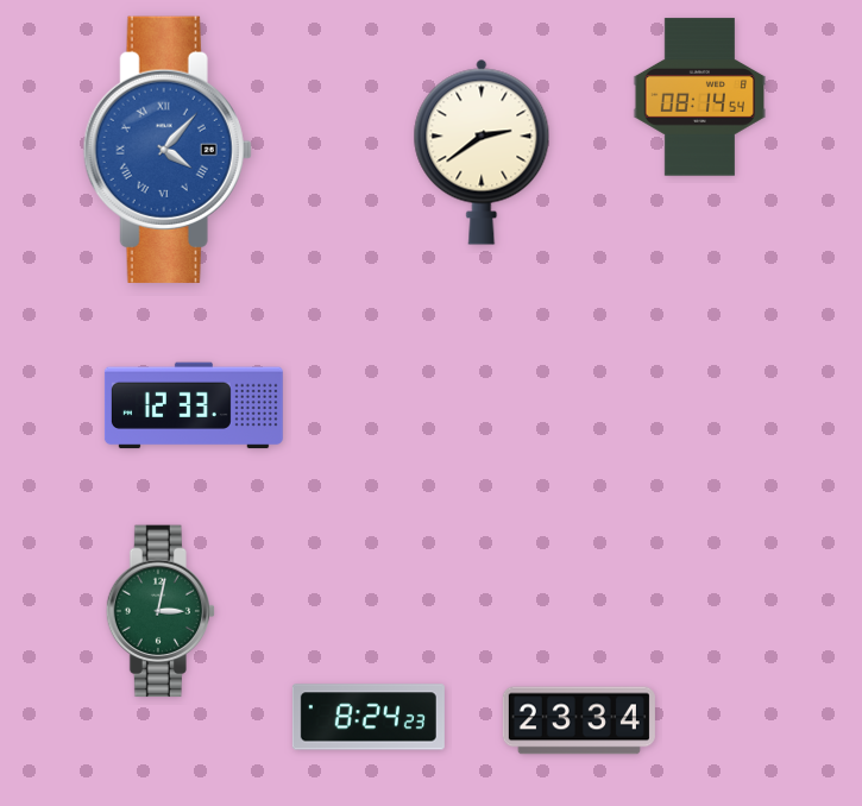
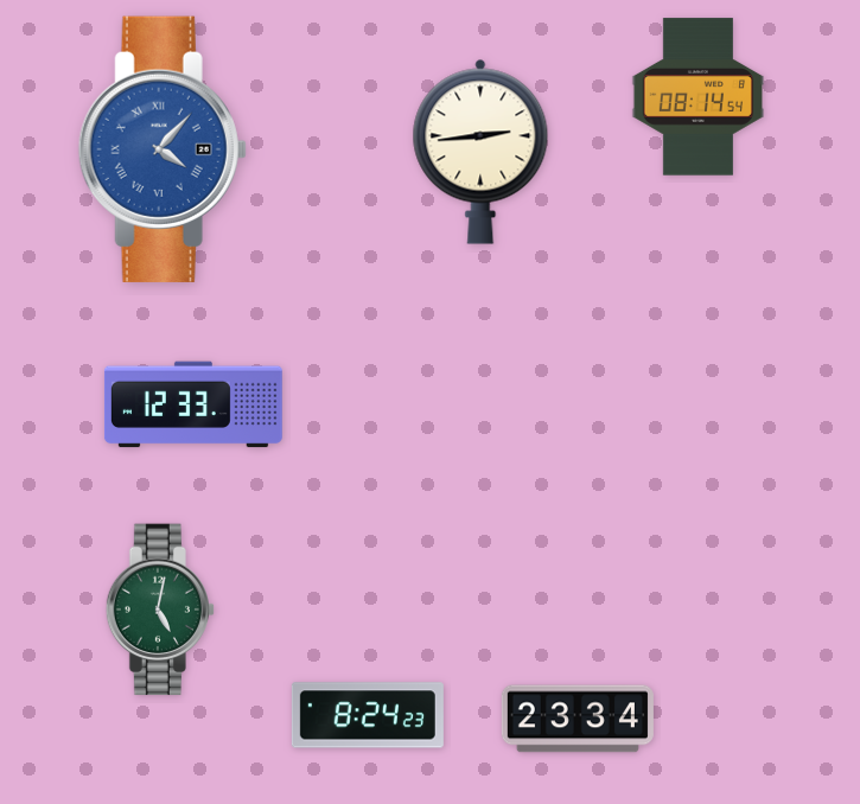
clock at (168, 150) position: (168, 150) -> (163, 149)
clock at (482, 152): 2:39 -> 2:44
clock at (161, 611): 3:02 -> 5:02
